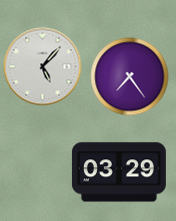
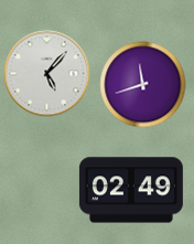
clock at (129, 76): 7:24 -> 11:42
clock at (119, 172): 03:29 -> 02:49
